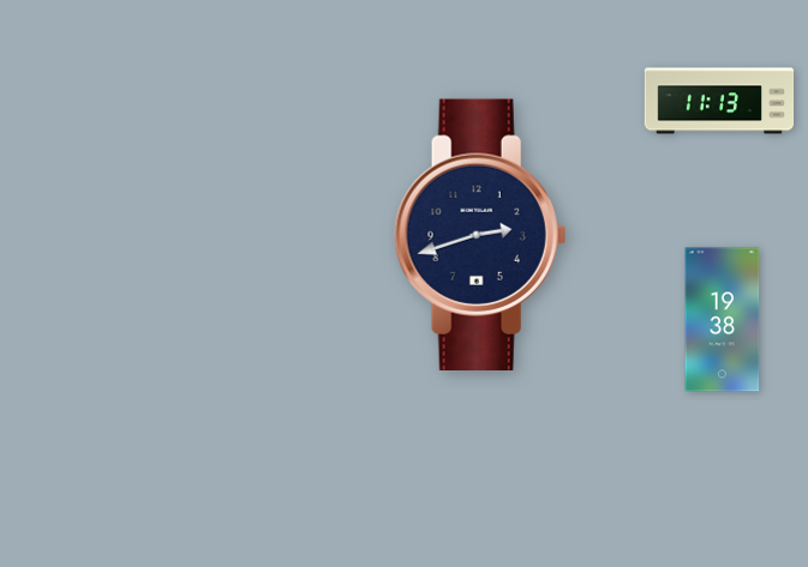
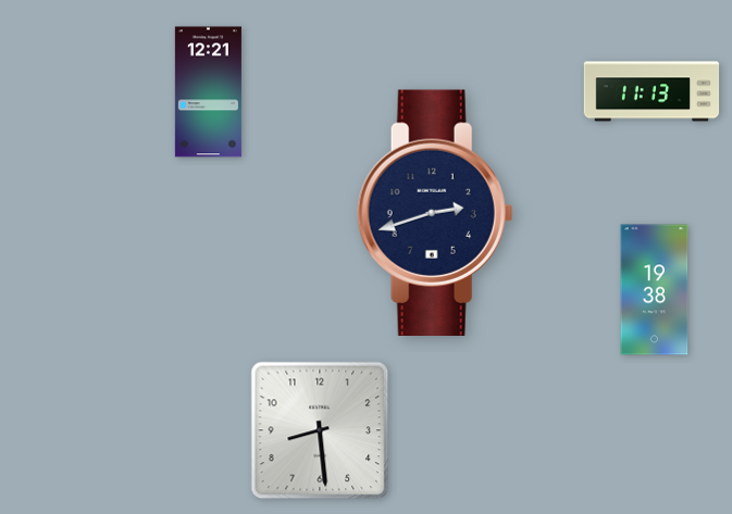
clock at (208, 92): none -> 12:21
clock at (320, 430): none -> 8:29
